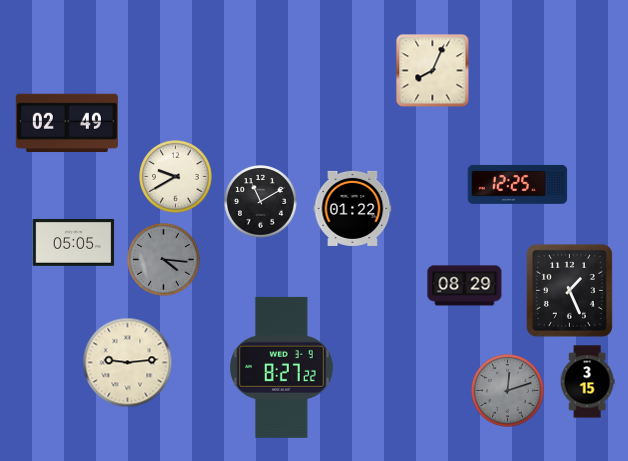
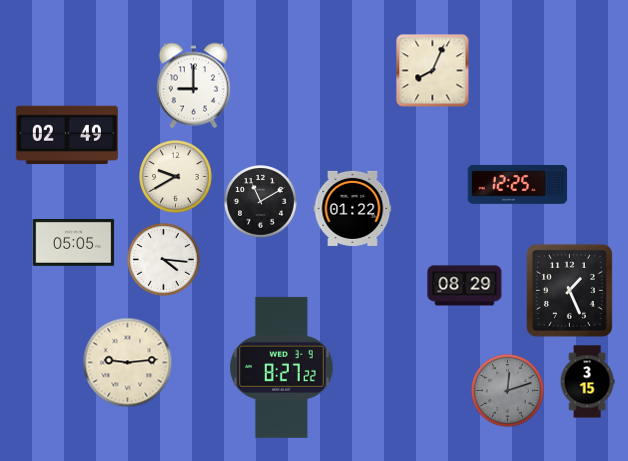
clock at (193, 86): none -> 9:00
clock at (67, 123) position: (67, 123) -> (67, 135)
clock at (164, 260) dial: grey -> white
